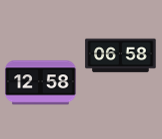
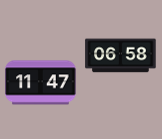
clock at (41, 83): 12:58 -> 11:47
